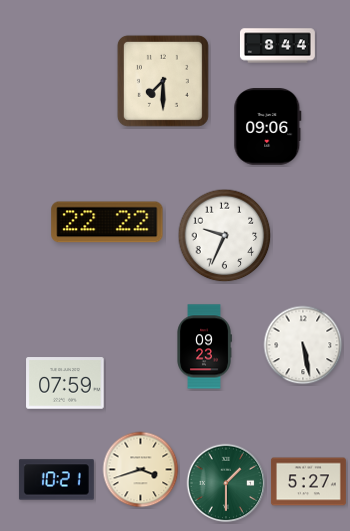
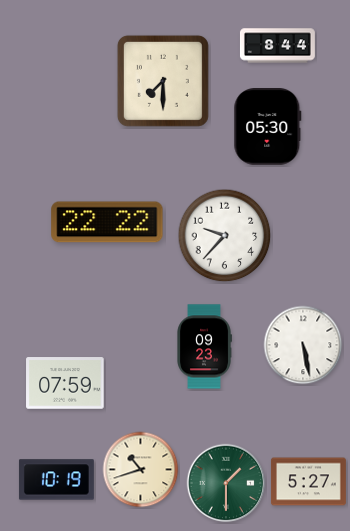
clock at (268, 127): 09:06 -> 05:30
clock at (225, 236): 9:34 -> 9:37
clock at (141, 470): 3:42 -> 10:42
clock at (56, 480): 10:21 -> 10:19
